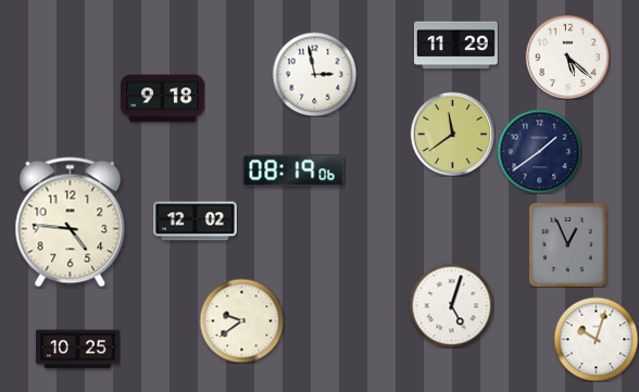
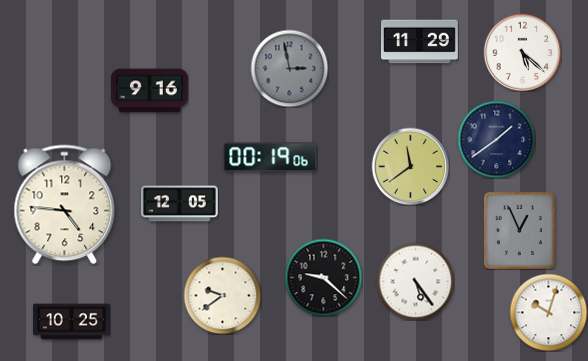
clock at (314, 74) dial: white -> grey
clock at (163, 99): 9:18 -> 9:16
clock at (452, 134) position: (452, 134) -> (410, 166)
clock at (293, 170): 08:19 -> 00:19
clock at (196, 222): 12:02 -> 12:05
clock at (567, 244) position: (567, 244) -> (519, 230)
clock at (323, 277): none -> 9:22
clock at (451, 305): 5:03 -> 5:24
